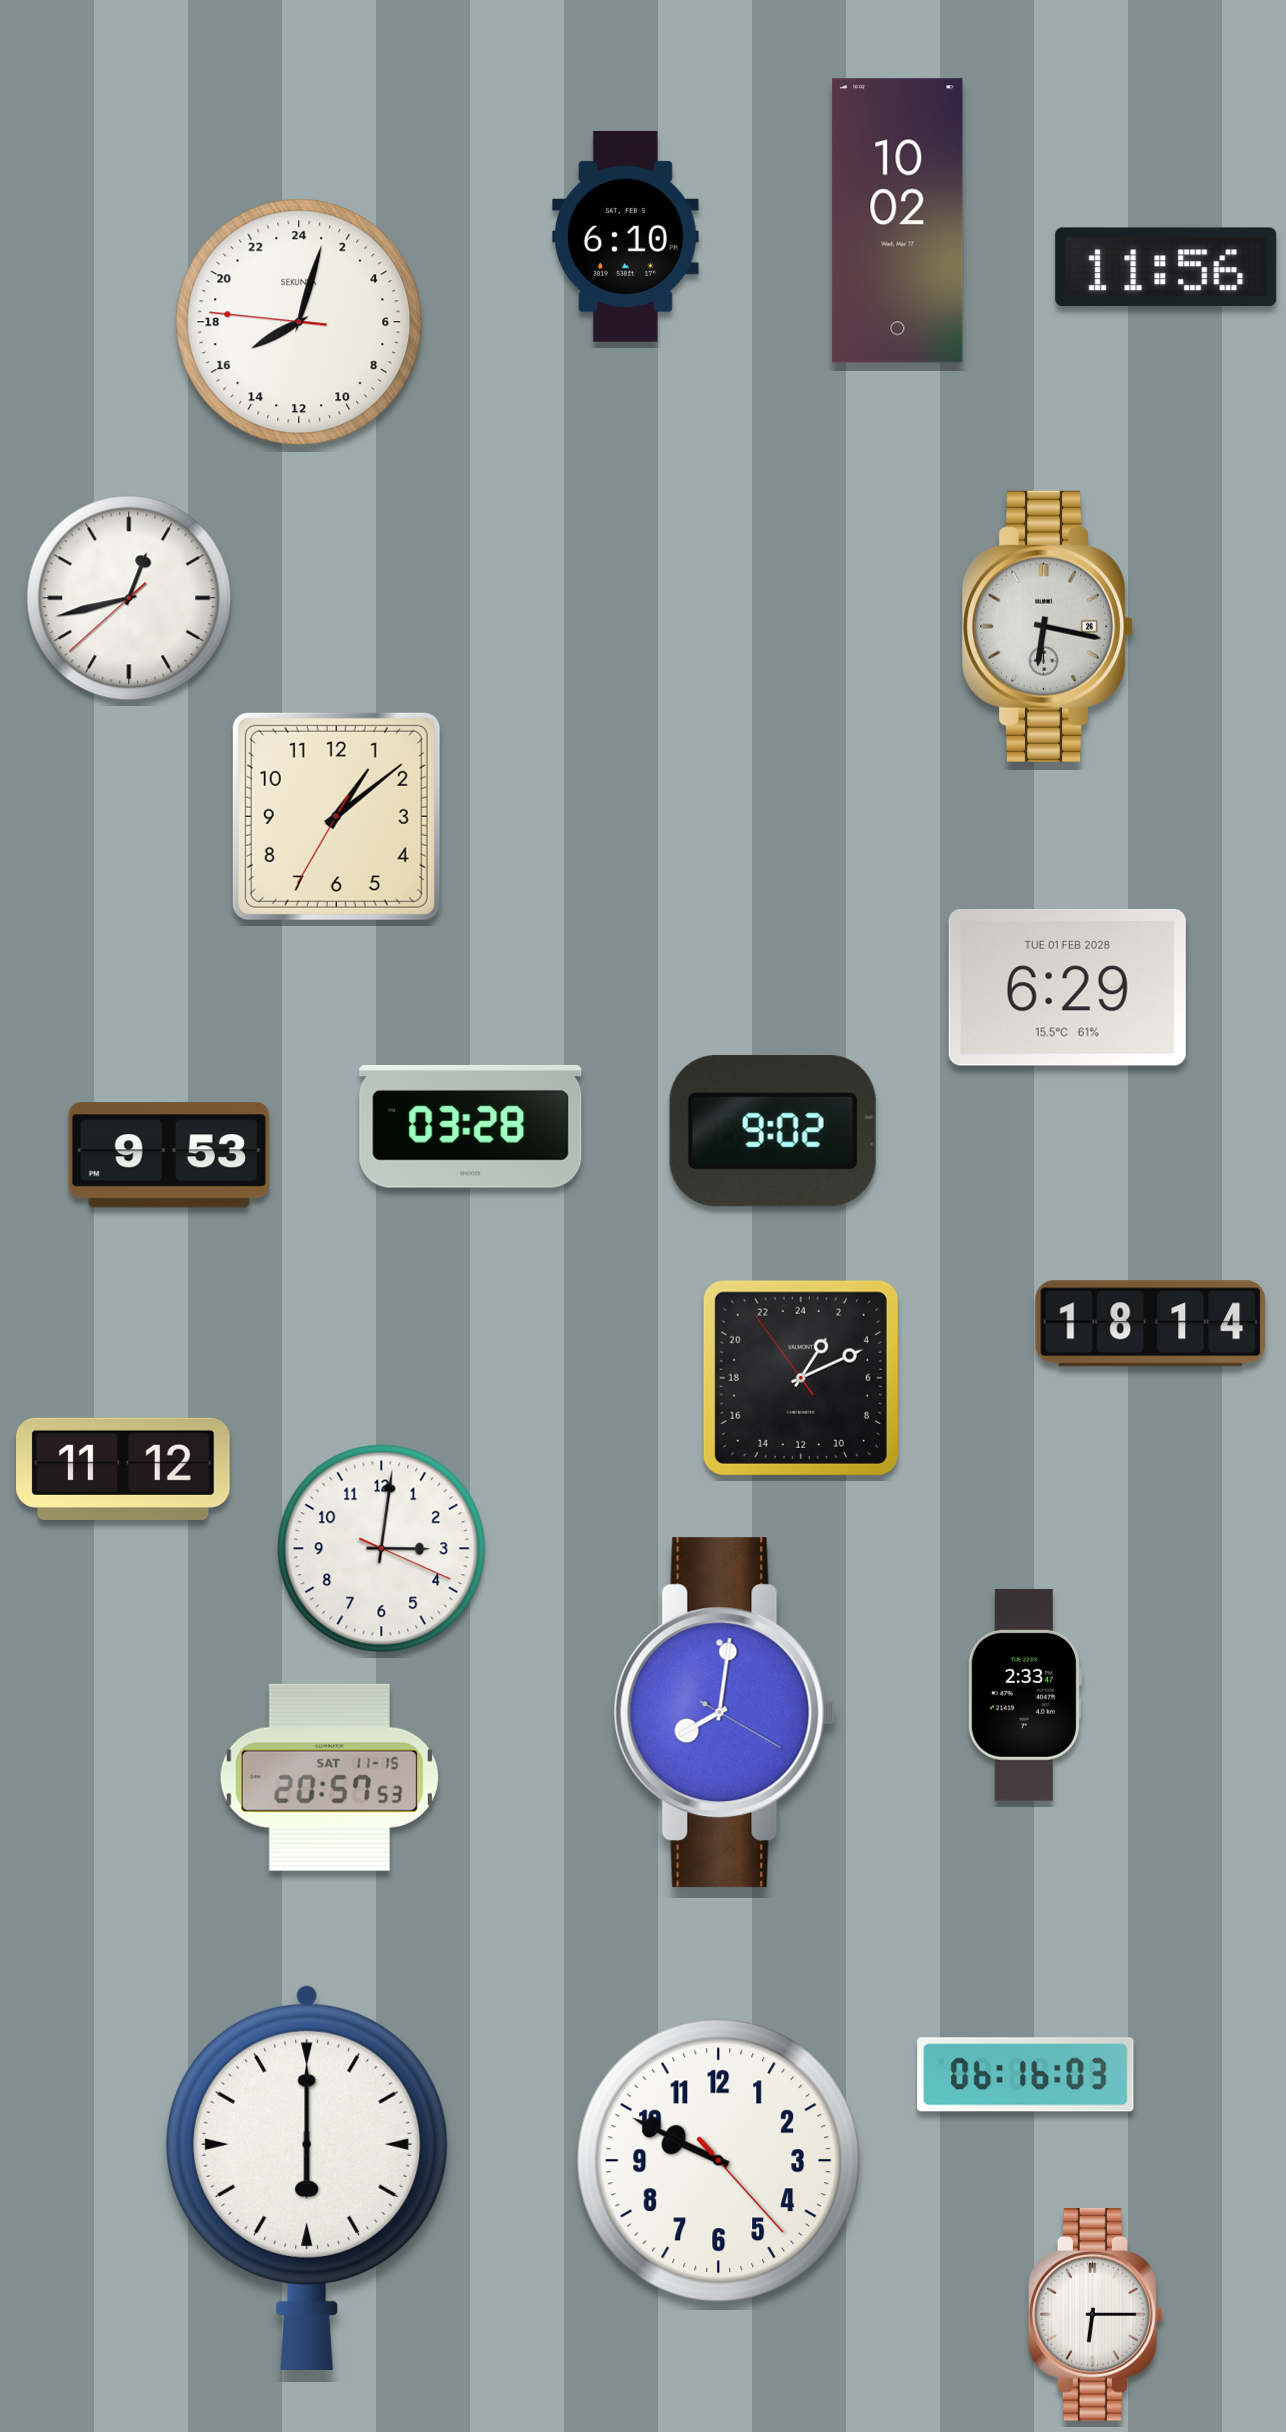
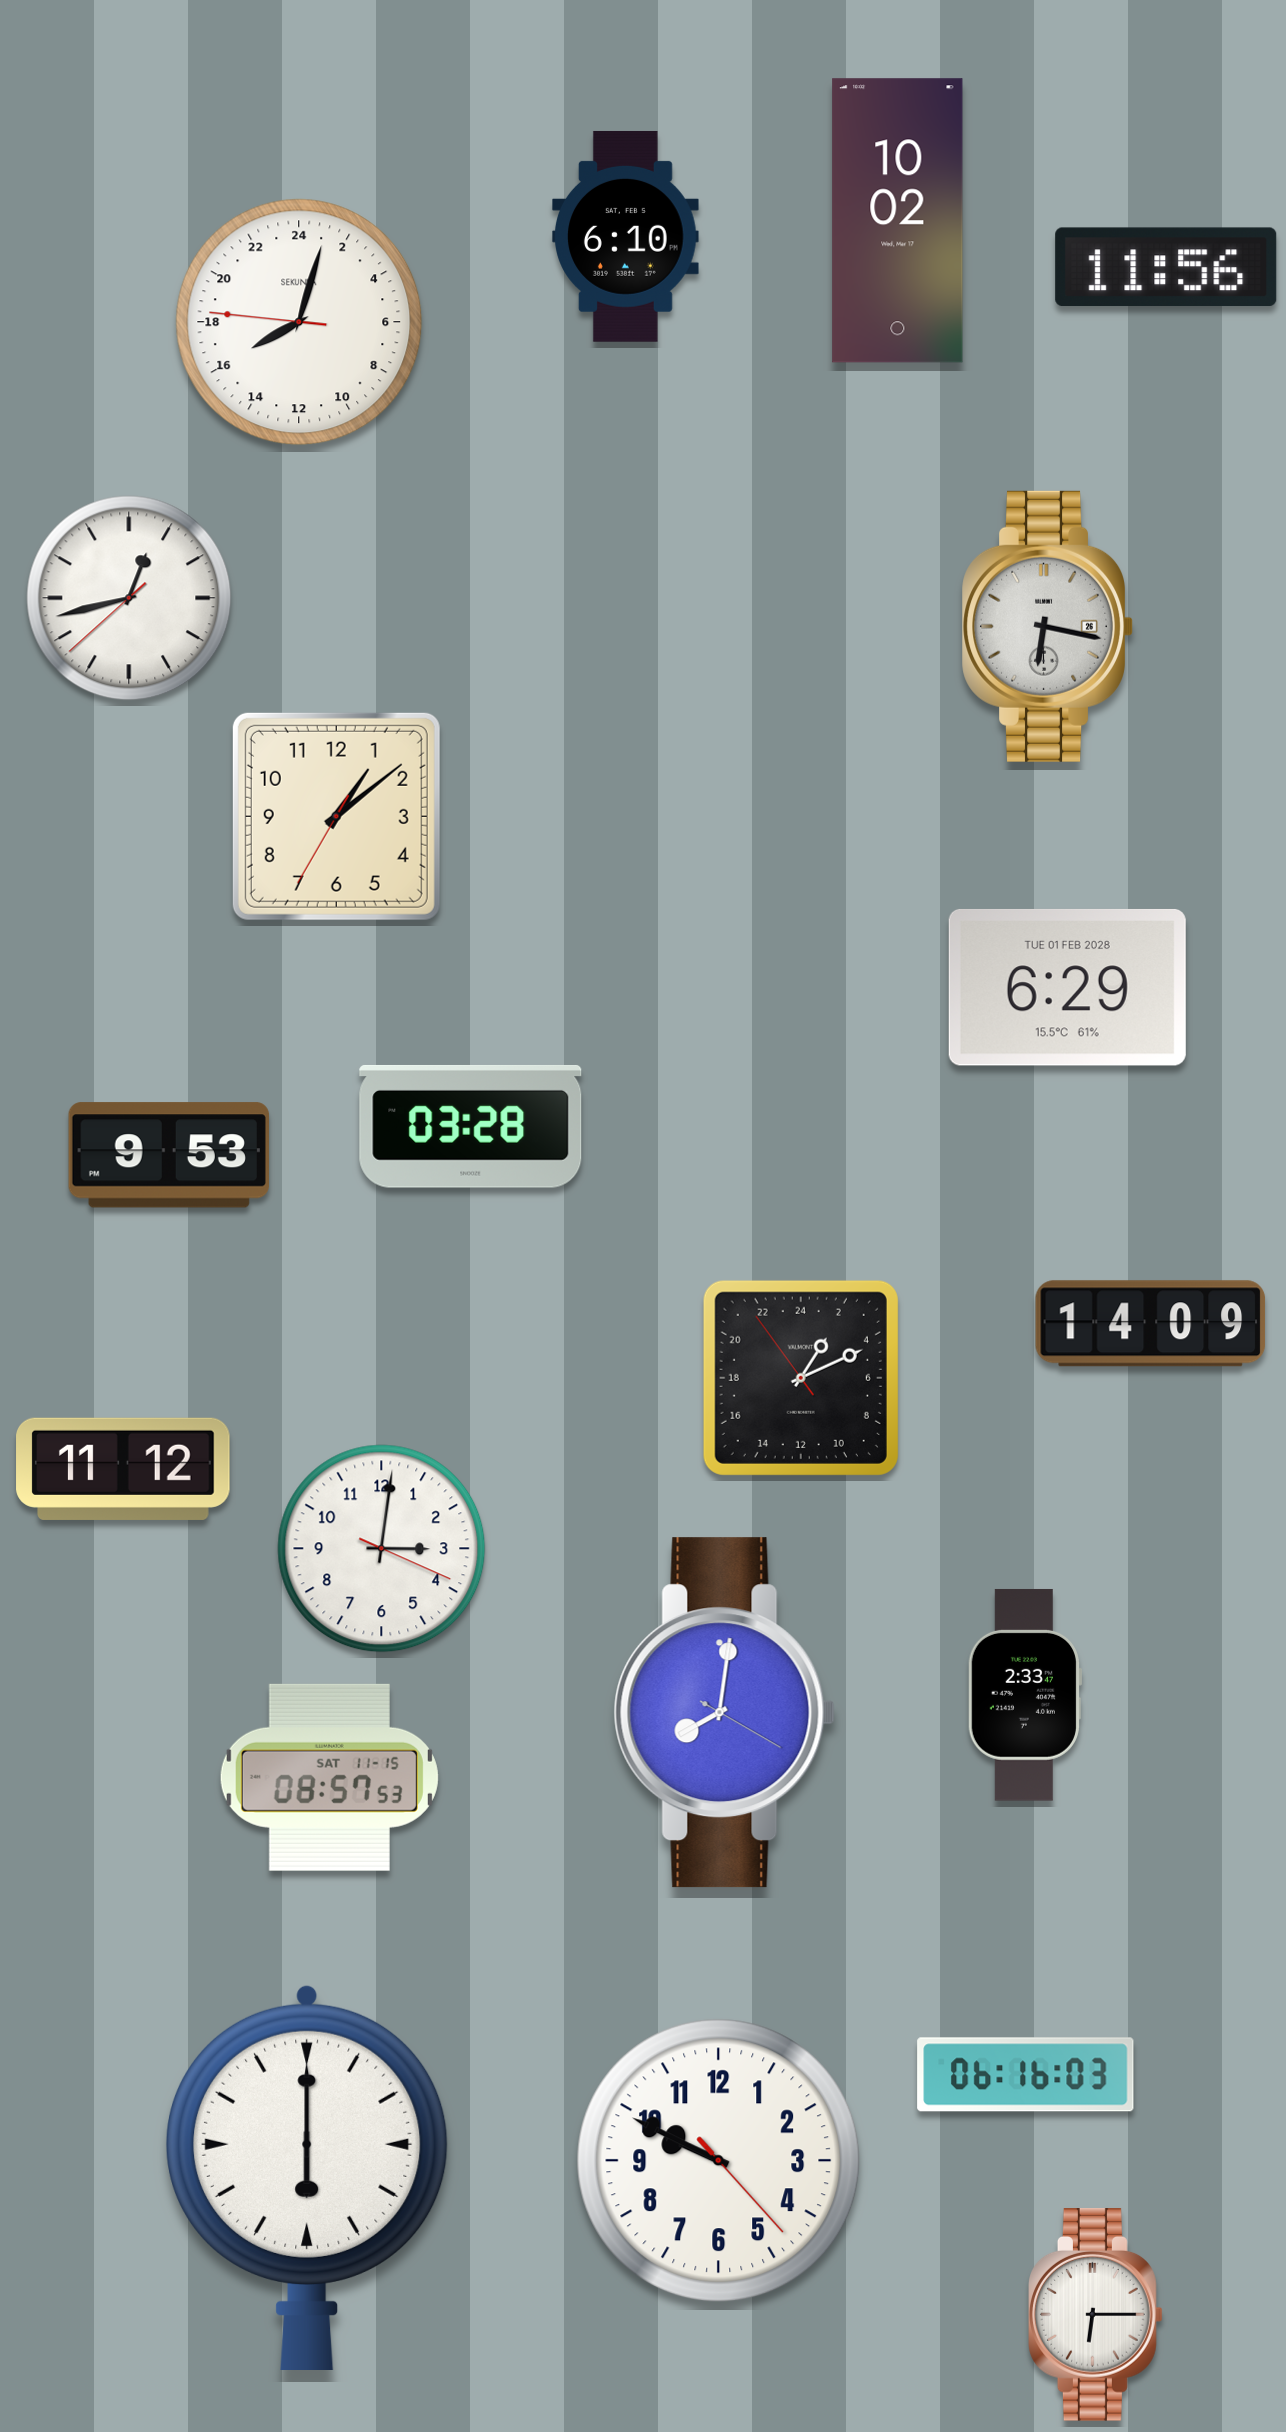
clock at (773, 1131): 9:02 -> none
clock at (1151, 1324): 18:14 -> 14:09
clock at (329, 1777): 20:57 -> 08:57
